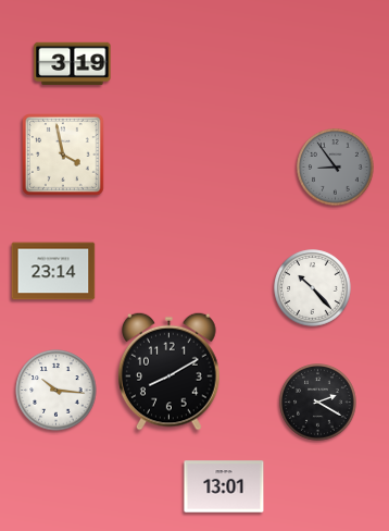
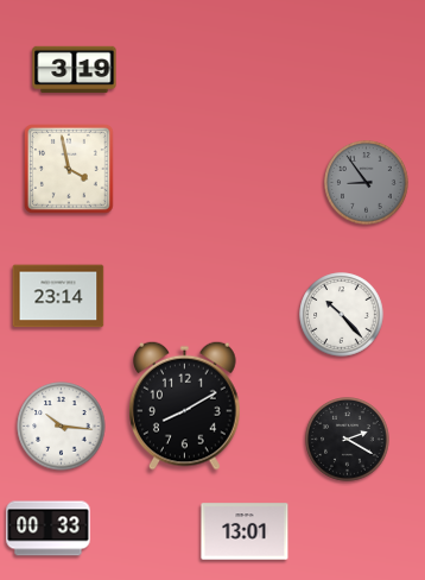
clock at (73, 64) position: (73, 64) -> (75, 70)
clock at (49, 529): none -> 00:33
